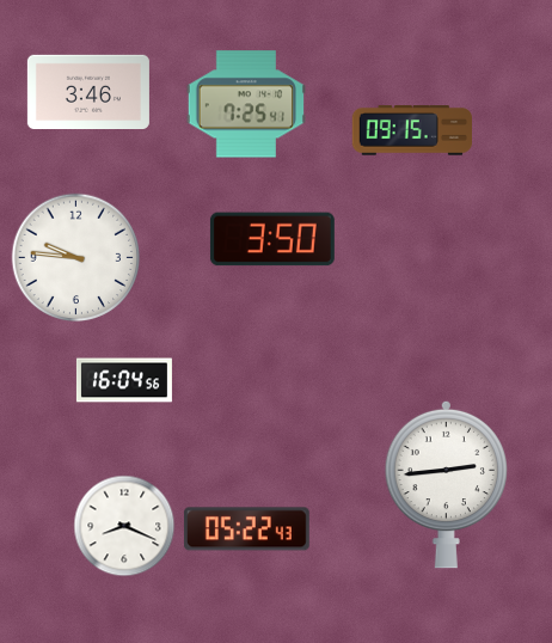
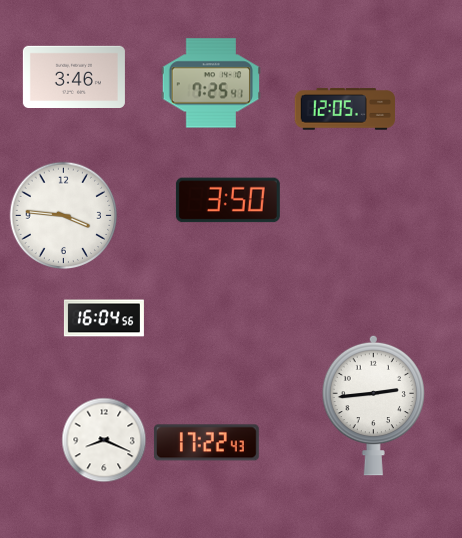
clock at (246, 104) position: (246, 104) -> (211, 83)
clock at (411, 130): 09:15 -> 12:05
clock at (76, 258): 9:46 -> 3:46
clock at (246, 529): 05:22 -> 17:22
